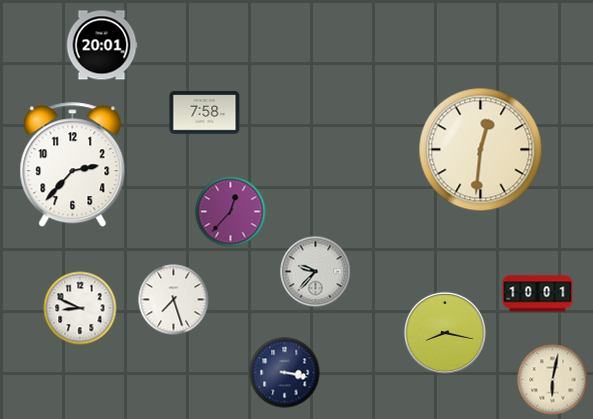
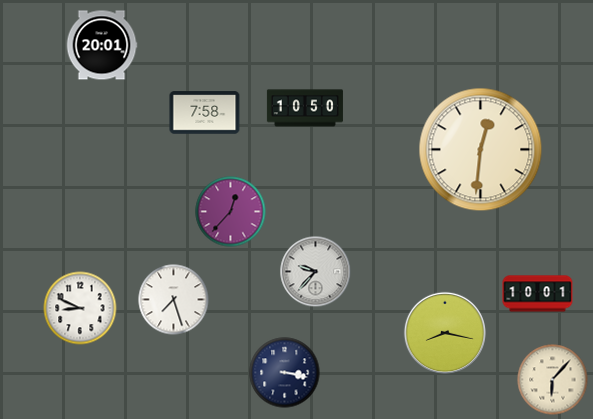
clock at (305, 108): none -> 10:50
clock at (73, 165): 2:37 -> none
clock at (553, 380): 6:02 -> 6:07
